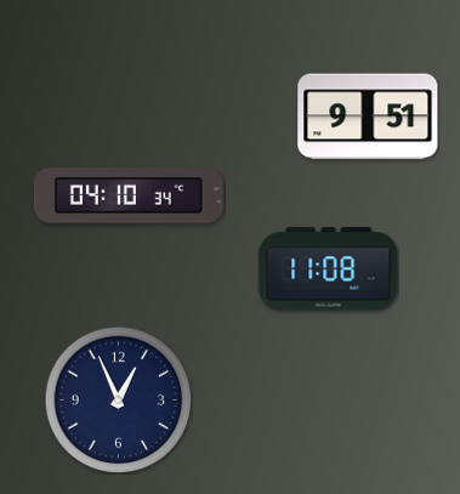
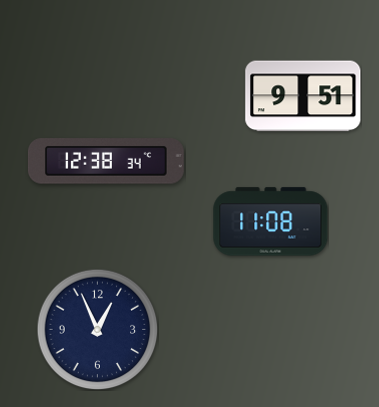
clock at (129, 195): 04:10 -> 12:38
